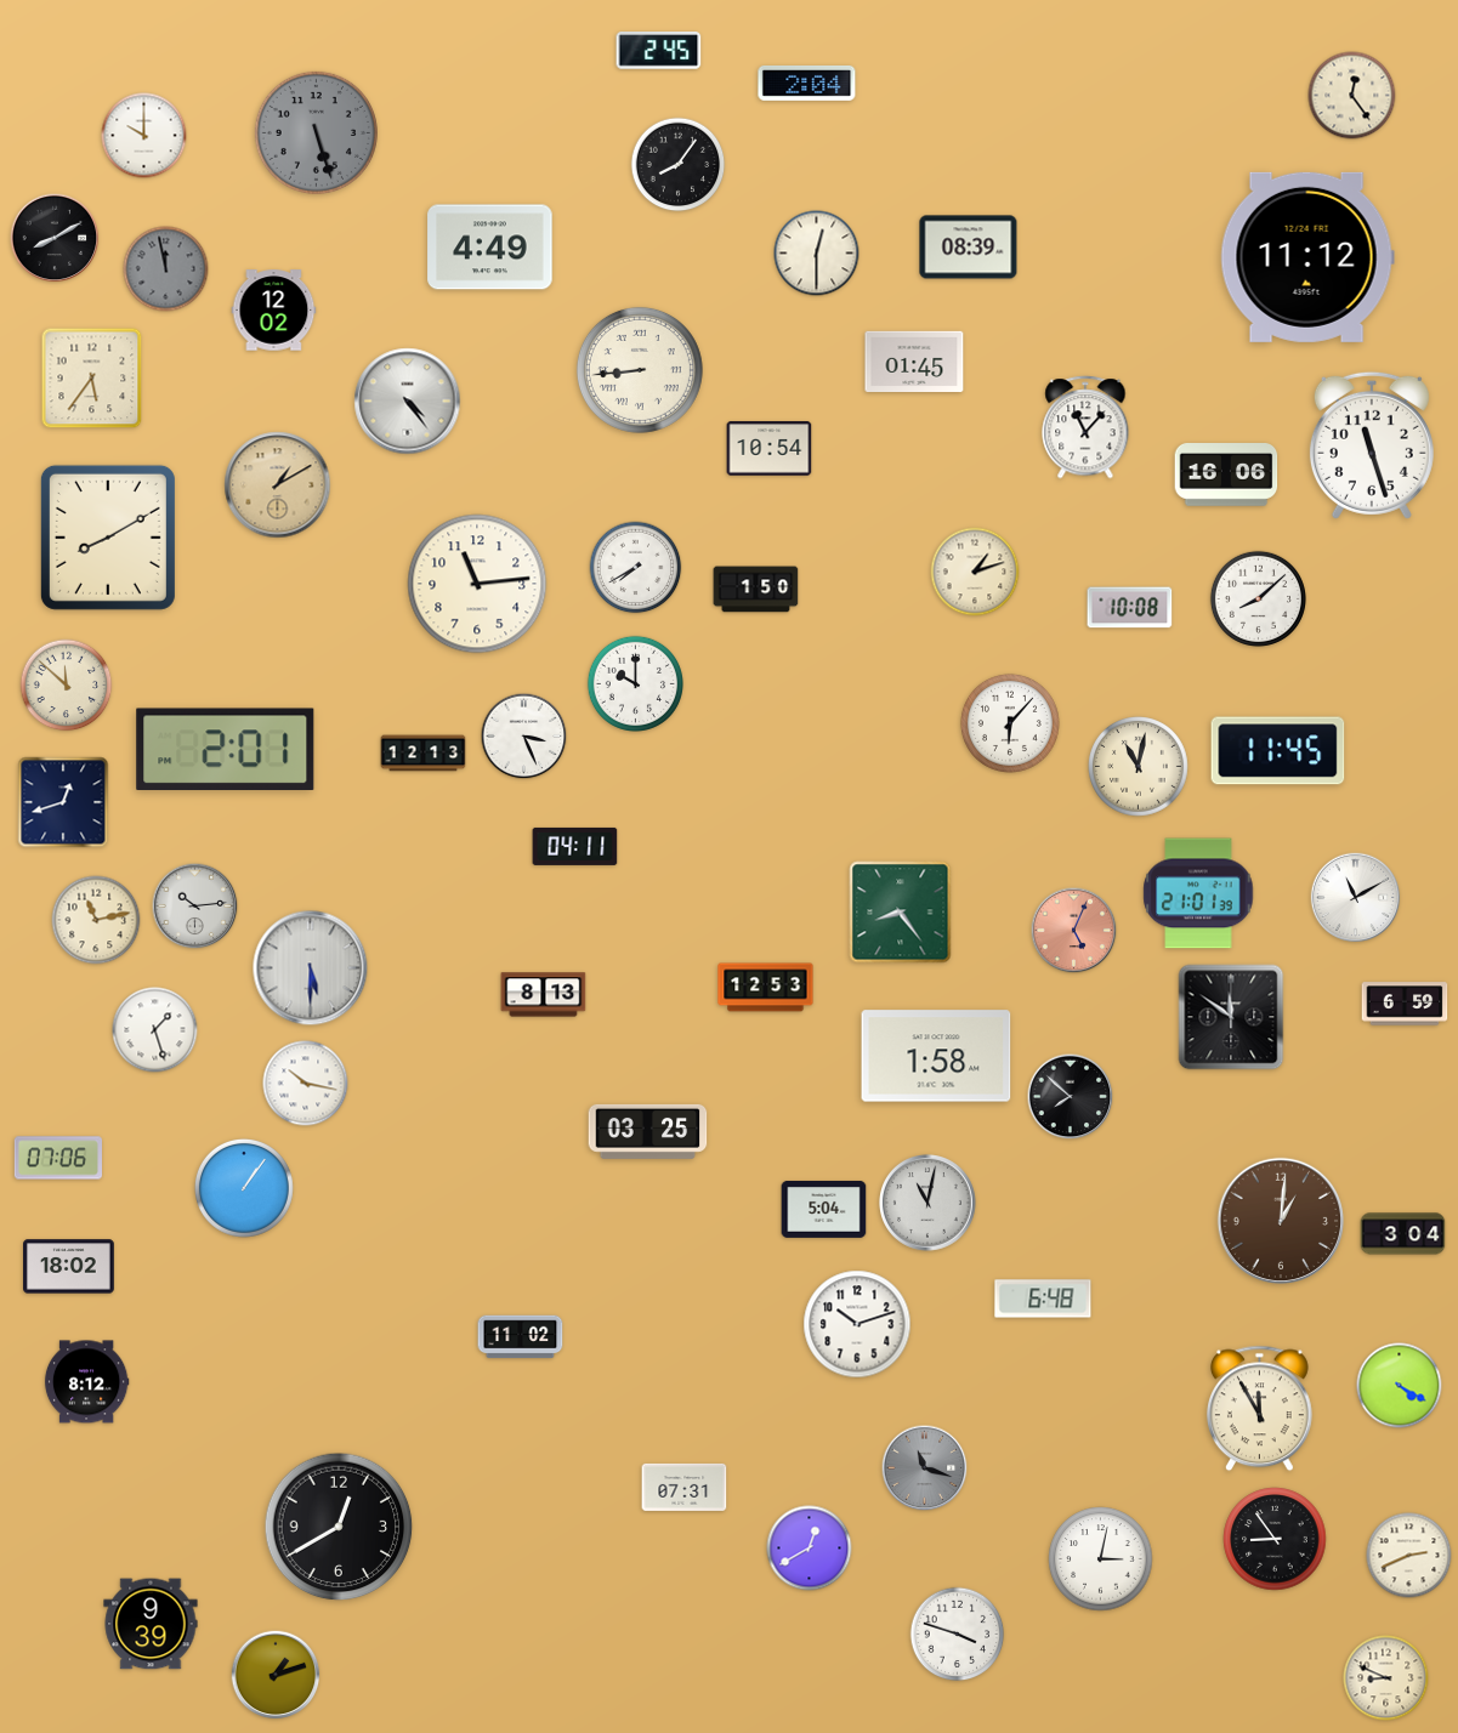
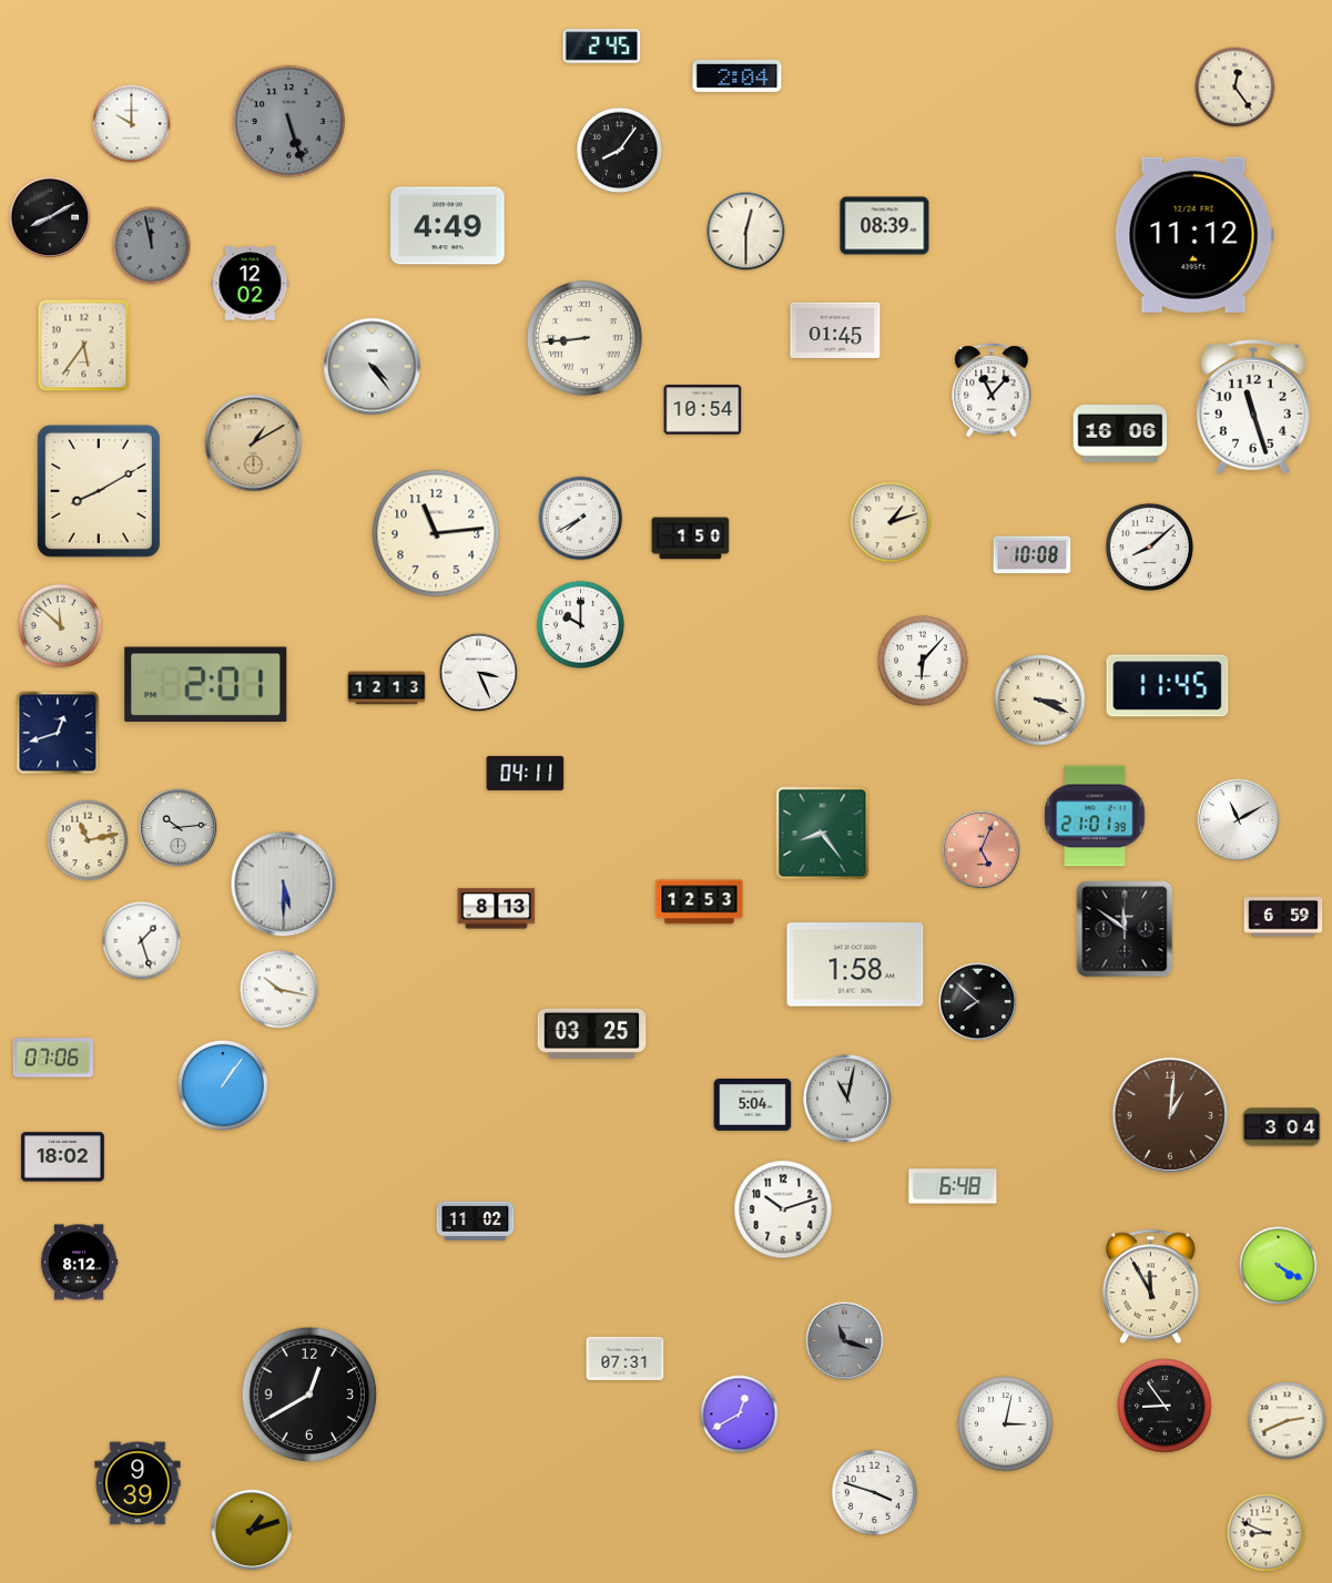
clock at (1139, 767): 11:02 -> 3:19
